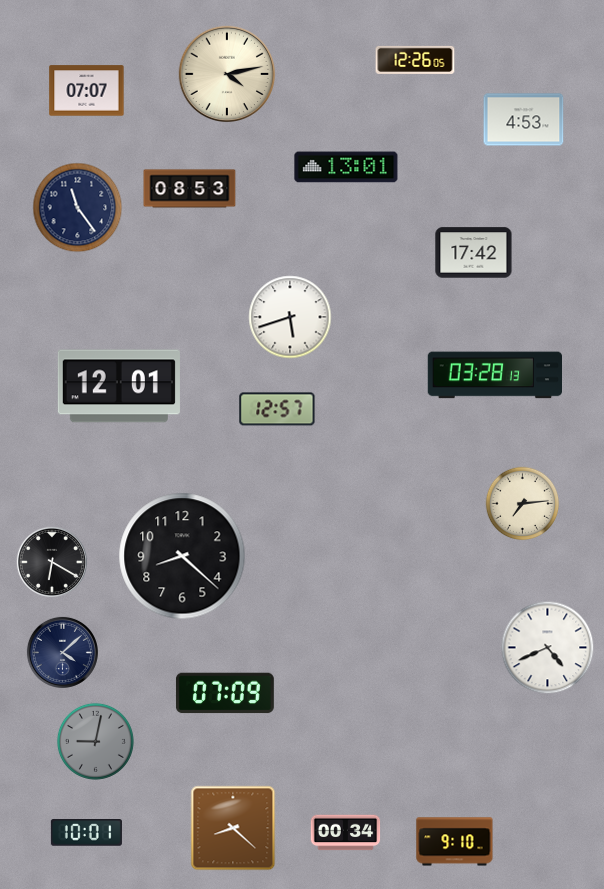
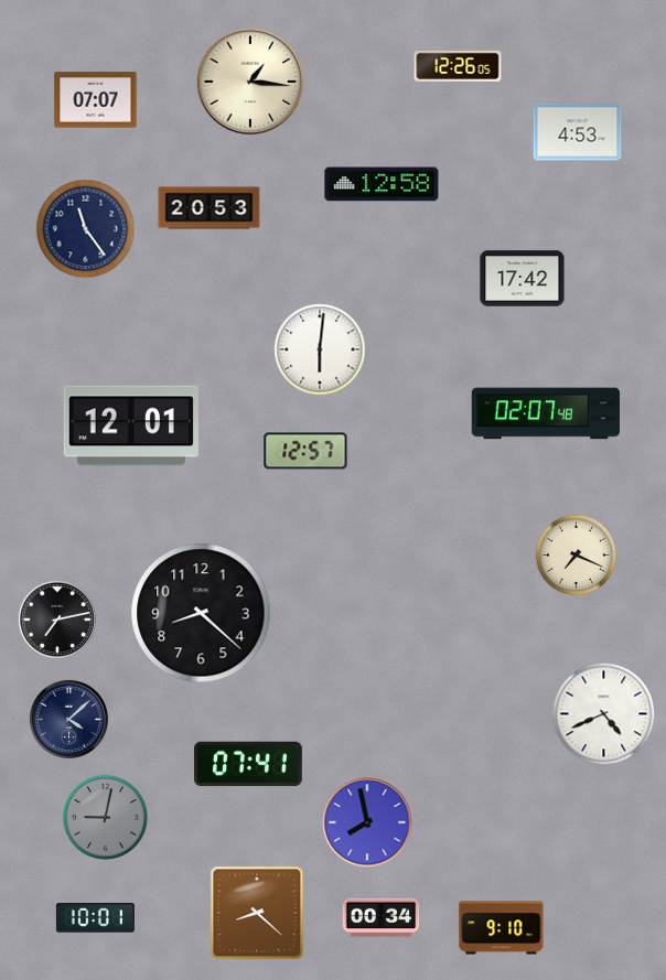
clock at (227, 74): 4:13 -> 1:16
clock at (346, 167): 13:01 -> 12:58
clock at (190, 189): 08:53 -> 20:53
clock at (290, 317): 5:42 -> 6:01
clock at (494, 375): 03:28 -> 02:07
clock at (523, 504): 7:14 -> 7:19
clock at (52, 562): 6:20 -> 7:13
clock at (225, 693): 07:09 -> 07:41
clock at (367, 822): none -> 7:58
